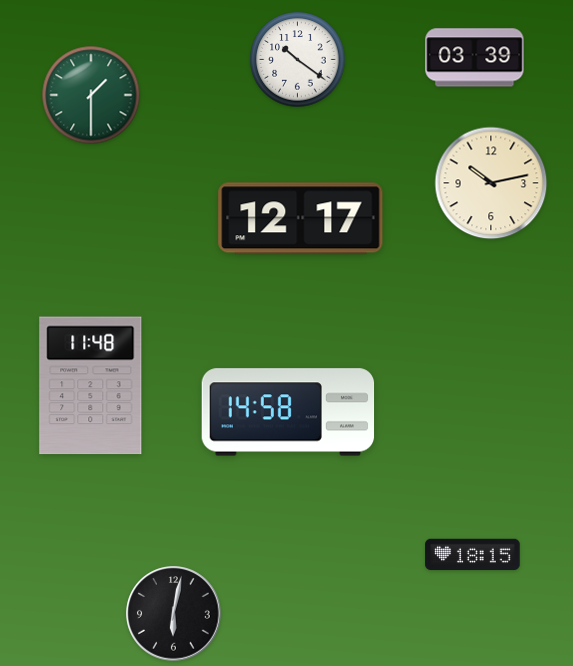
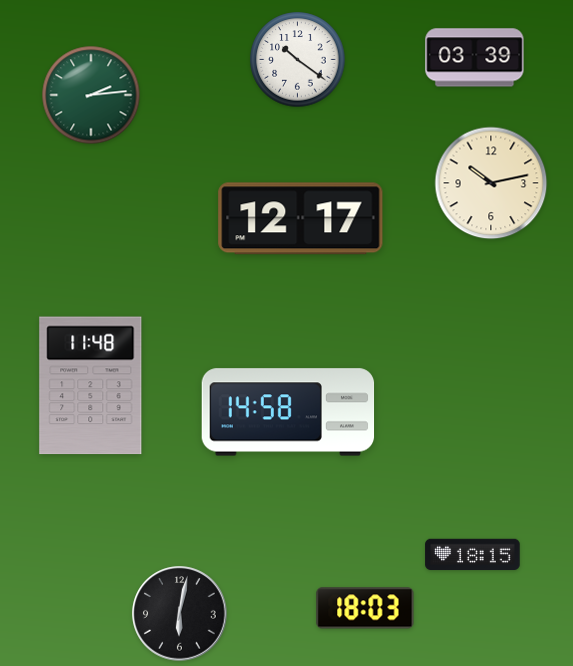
clock at (91, 95): 1:30 -> 2:14
clock at (365, 608): none -> 18:03
clock at (174, 614) position: (174, 614) -> (180, 614)
